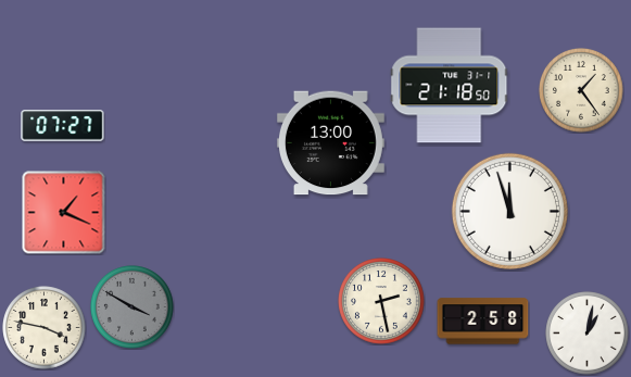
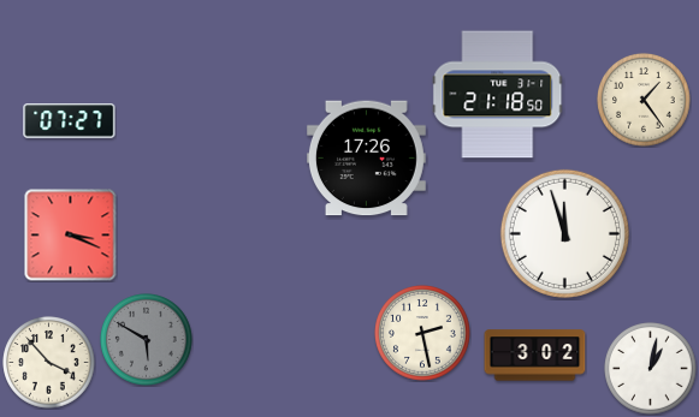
clock at (63, 126) position: (63, 126) -> (70, 121)
clock at (330, 143): 13:00 -> 17:26
clock at (64, 213): 1:19 -> 3:19
clock at (132, 307): 3:50 -> 5:50
clock at (483, 322): 2:58 -> 3:02
clock at (45, 328): 3:47 -> 3:53
